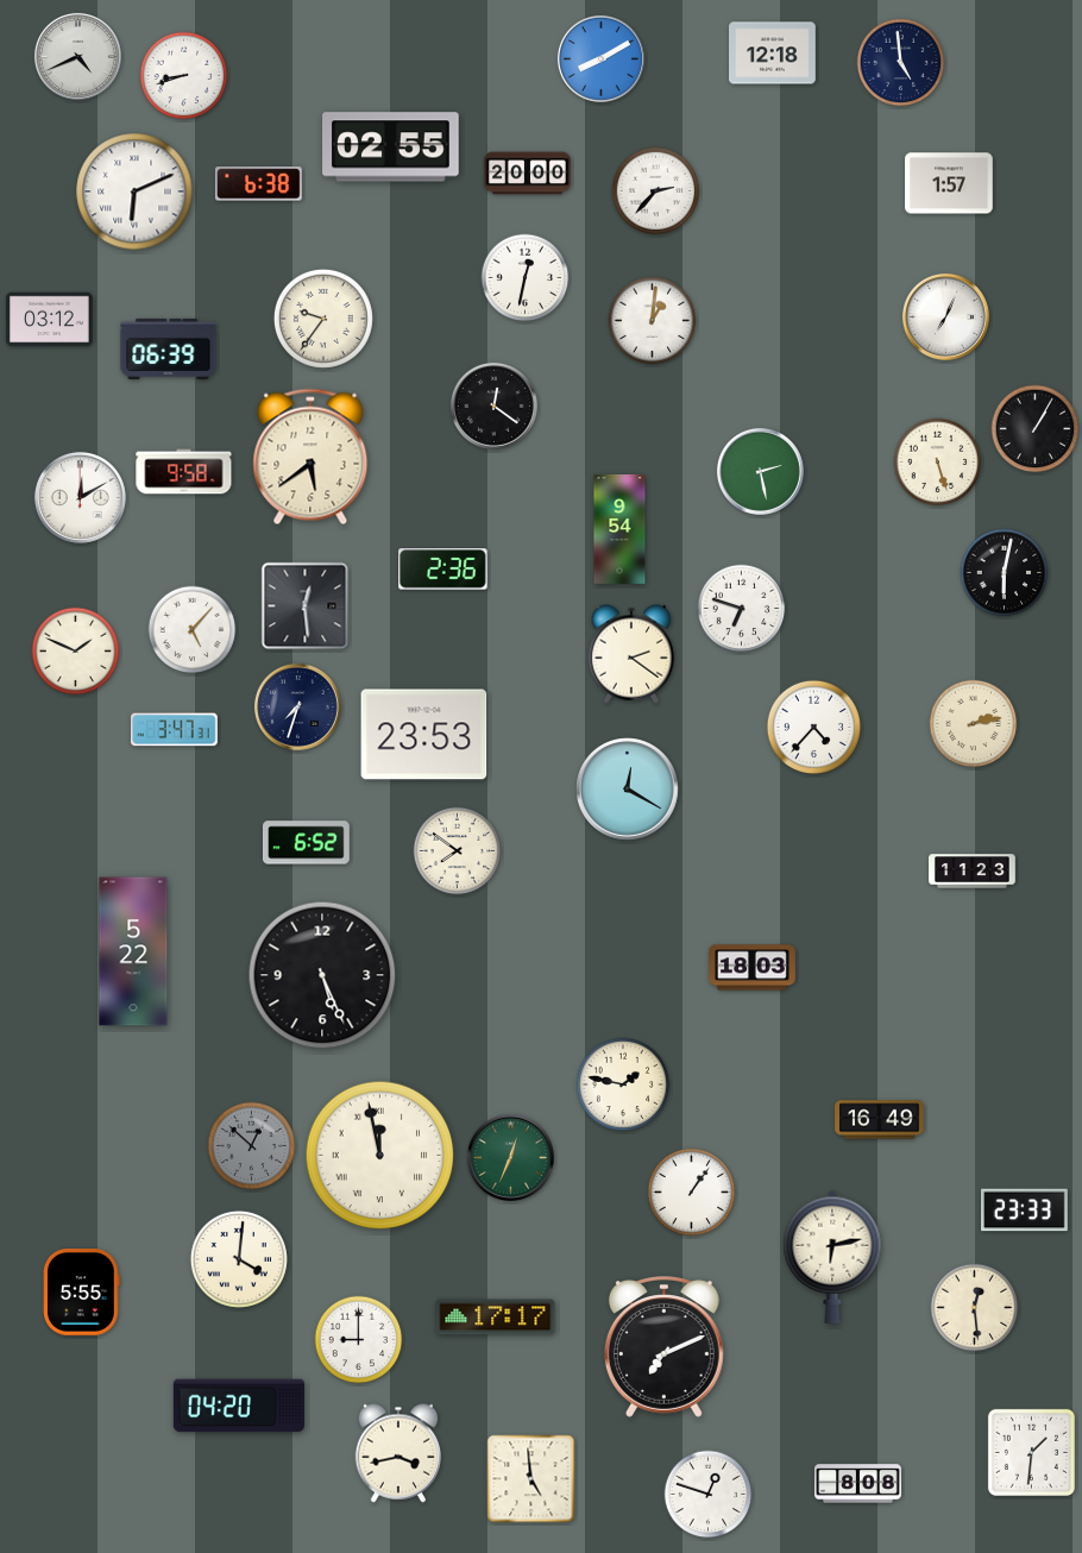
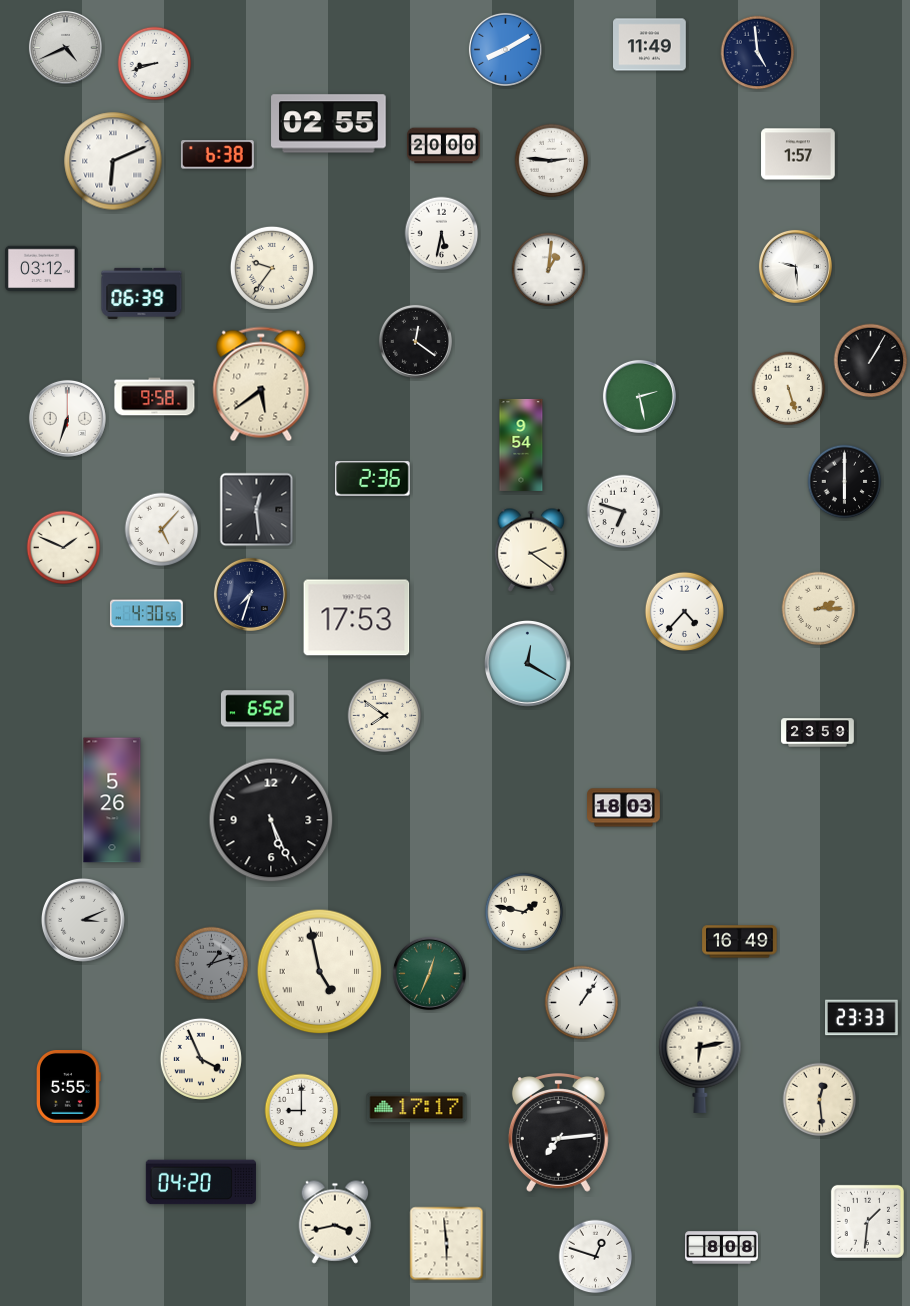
clock at (773, 54): 12:18 -> 11:49
clock at (656, 191): 2:37 -> 2:46
clock at (526, 278): 12:32 -> 5:32
clock at (945, 316): 7:04 -> 9:29
clock at (80, 497): 12:10 -> 6:33
clock at (1005, 573): 6:02 -> 6:00
clock at (974, 724): 2:13 -> 2:15
clock at (174, 730): 3:47 -> 4:30
clock at (424, 735): 23:53 -> 17:53
clock at (973, 872): 11:23 -> 23:59
clock at (133, 951): 5:22 -> 5:26
clock at (753, 968) position: (753, 968) -> (624, 808)
clock at (83, 920): none -> 3:11
clock at (252, 1146): 12:52 -> 1:12
clock at (380, 1156): 11:58 -> 4:58
clock at (239, 1259): 4:01 -> 3:56
clock at (359, 1340) position: (359, 1340) -> (302, 1111)
clock at (663, 1347): 7:11 -> 7:14
clock at (531, 1479): 4:59 -> 5:59
